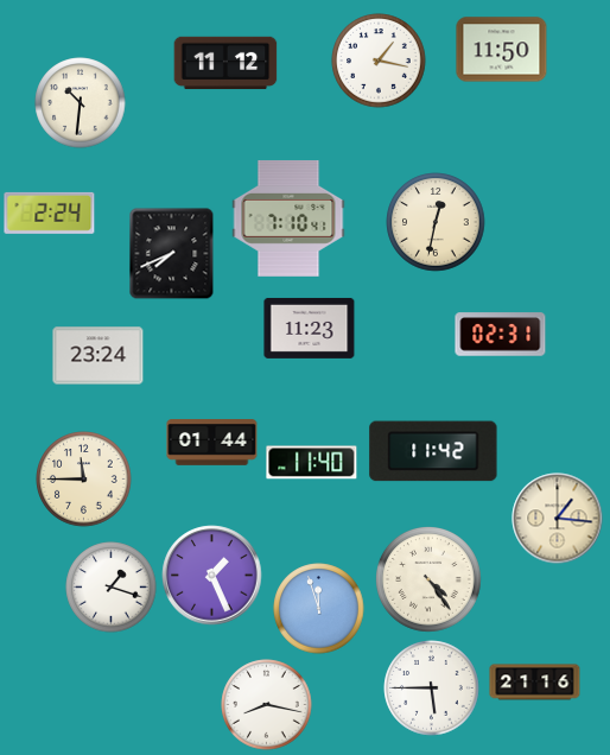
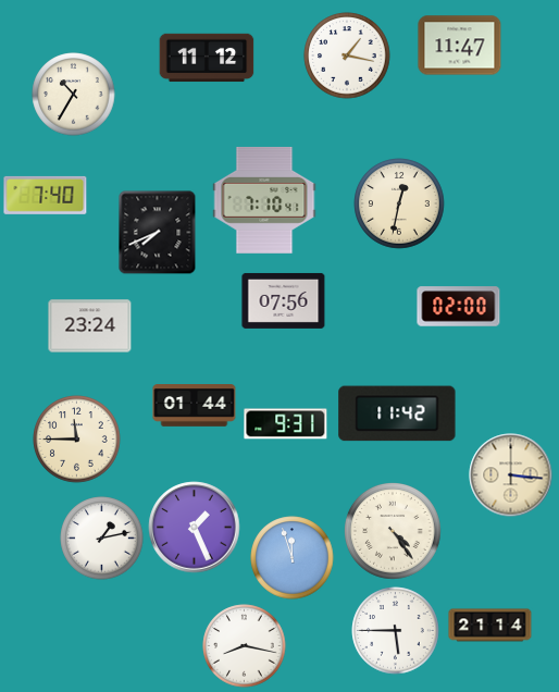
clock at (502, 50): 11:50 -> 11:47
clock at (81, 103): 10:31 -> 10:35
clock at (50, 212): 2:24 -> 7:40
clock at (310, 328): 11:23 -> 07:56
clock at (501, 335): 02:31 -> 02:00
clock at (312, 463): 11:40 -> 9:31
clock at (558, 519): 1:16 -> 3:16
clock at (112, 588): 1:18 -> 1:13
clock at (535, 683): 21:16 -> 21:14
